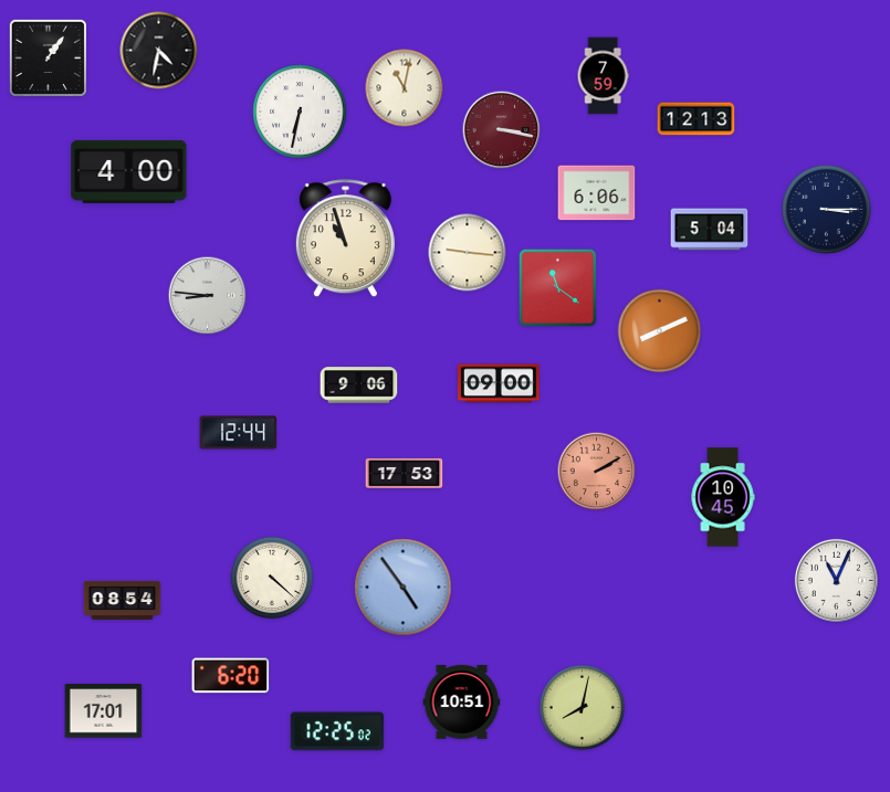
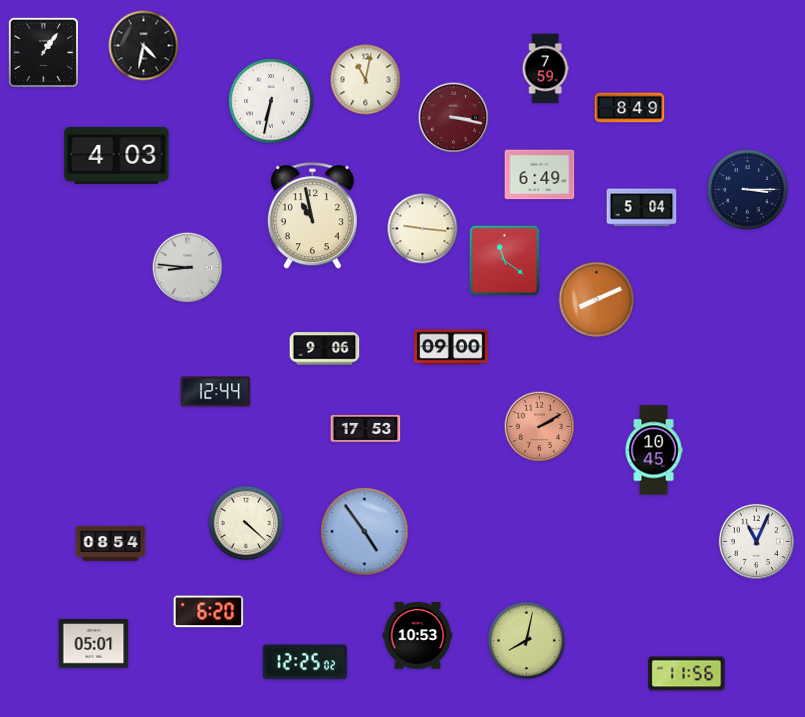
clock at (697, 119): 12:13 -> 8:49
clock at (129, 171): 4:00 -> 4:03
clock at (597, 193): 6:06 -> 6:49
clock at (345, 239): 10:57 -> 10:58
clock at (836, 580) position: (836, 580) -> (756, 541)
clock at (462, 701): 10:51 -> 10:53
clock at (104, 711): 17:01 -> 05:01
clock at (687, 674): none -> 11:56
